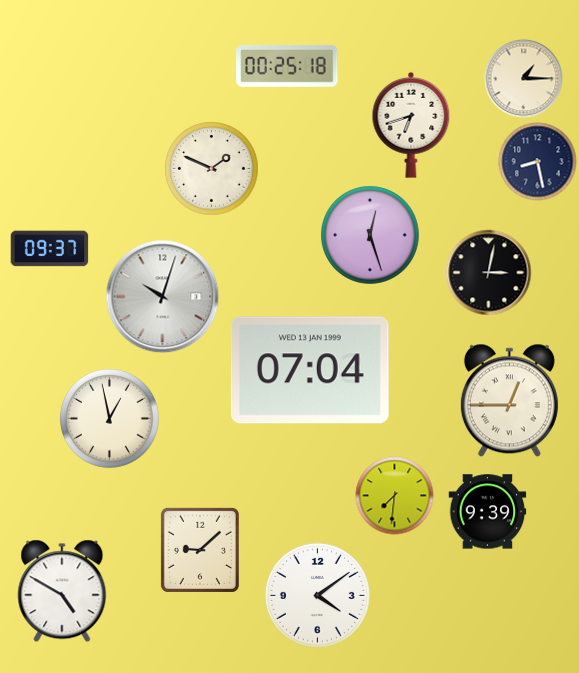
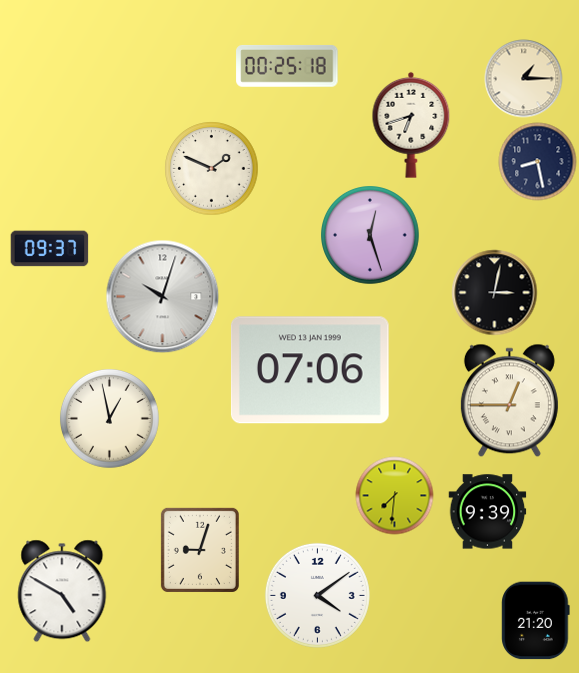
clock at (488, 272) position: (488, 272) -> (494, 292)
clock at (310, 370): 07:04 -> 07:06
clock at (200, 550): 9:08 -> 9:03
clock at (536, 620): none -> 21:20
